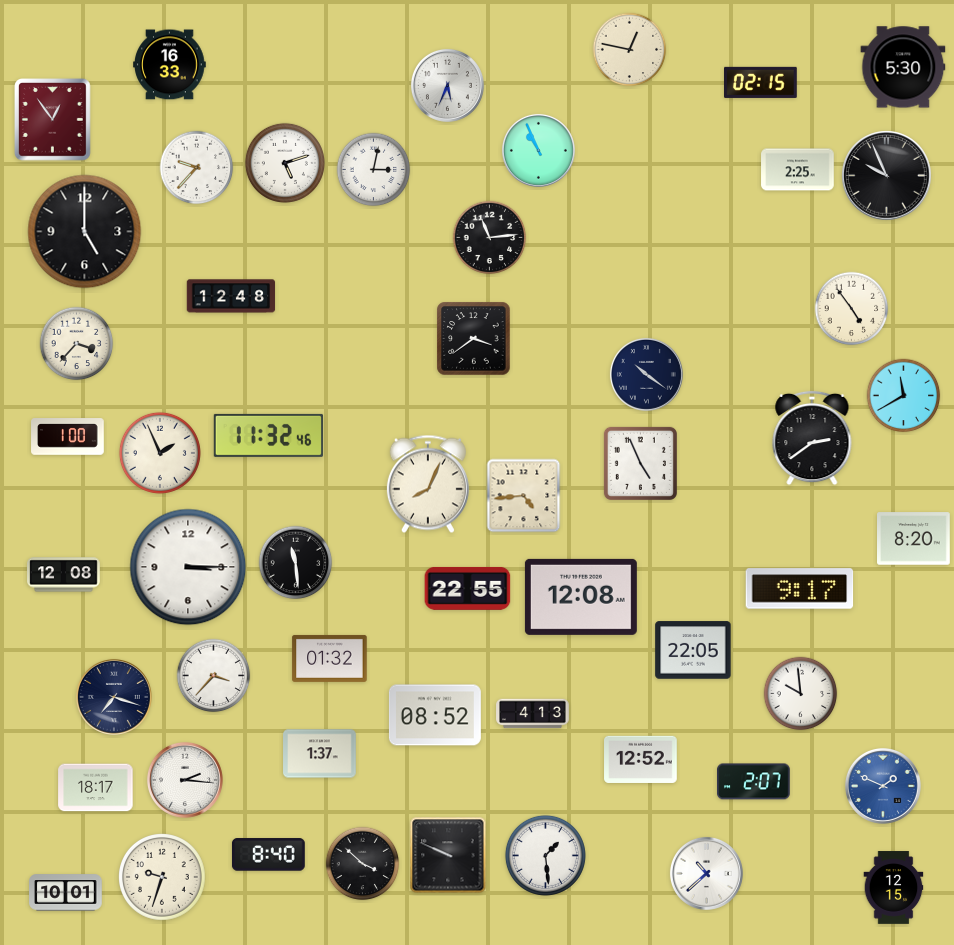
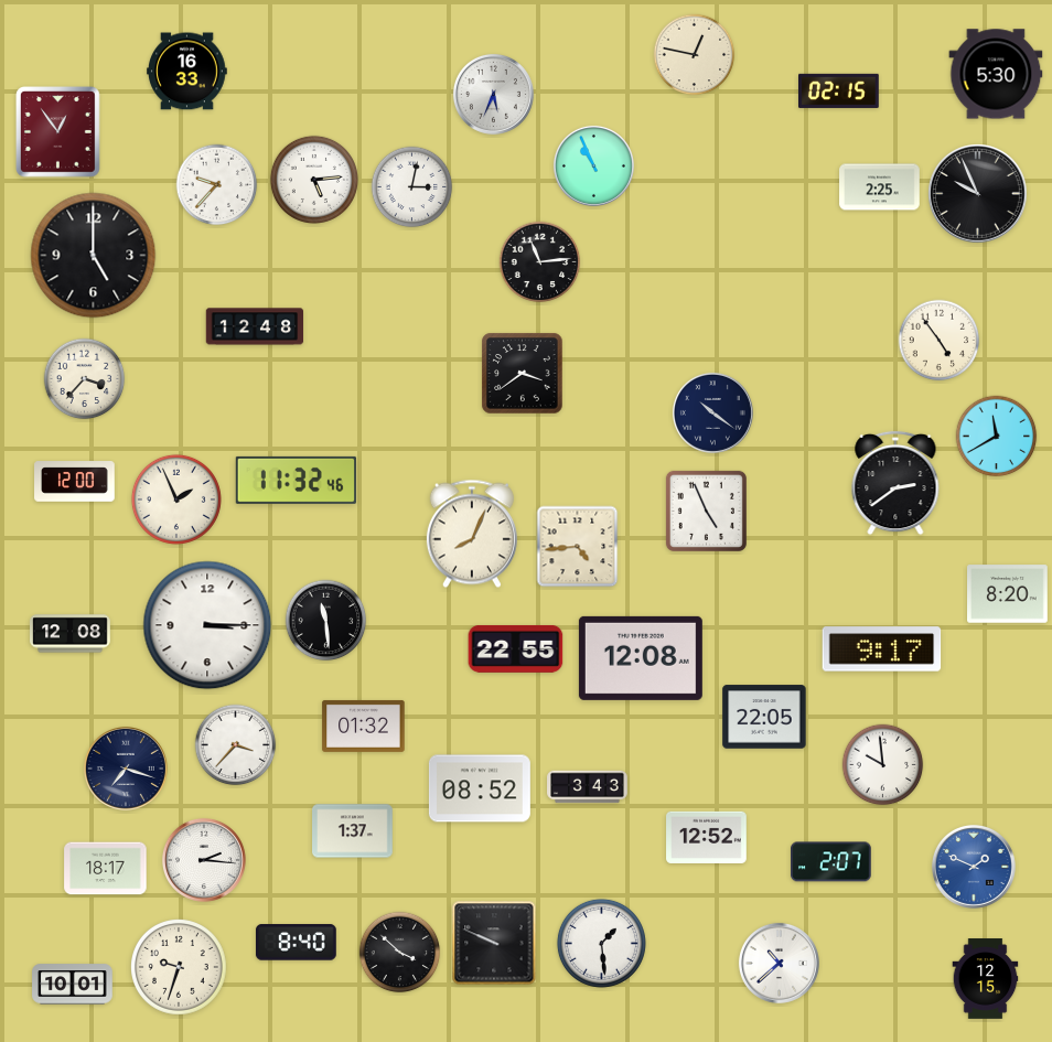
clock at (285, 163): 5:12 -> 5:14
clock at (68, 437): 1:00 -> 12:00
clock at (533, 714): 4:13 -> 3:43
